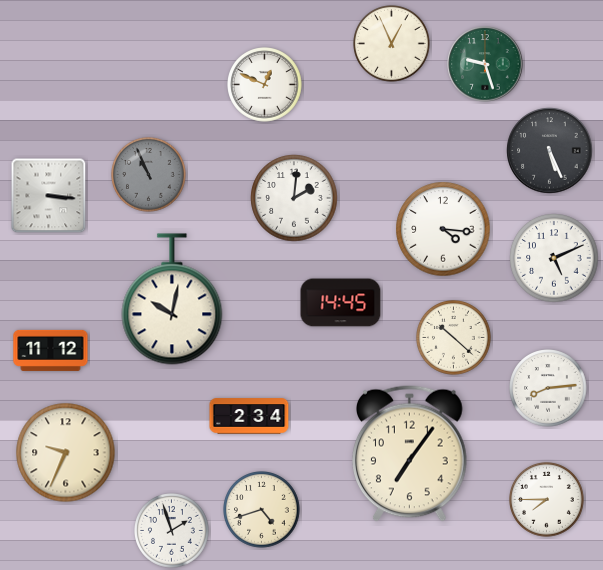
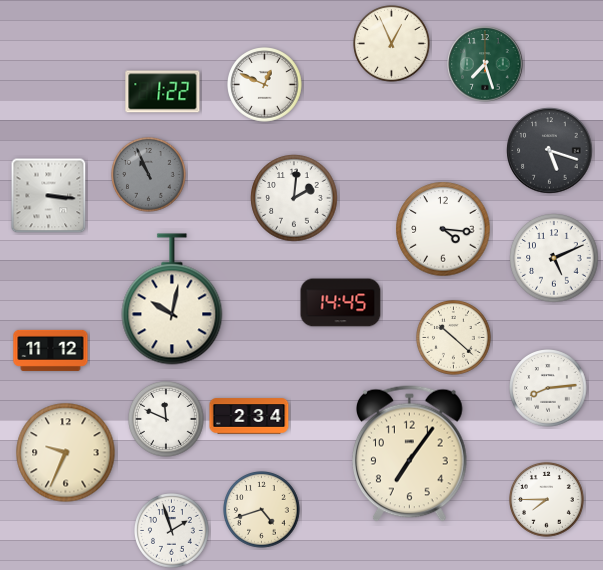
clock at (485, 64): 9:27 -> 7:27
clock at (163, 92): none -> 1:22
clock at (550, 151): 5:26 -> 5:18
clock at (167, 420): none -> 11:49
